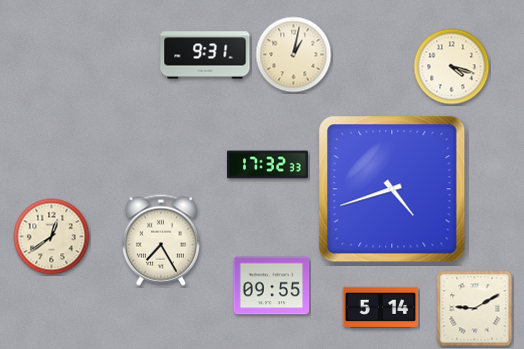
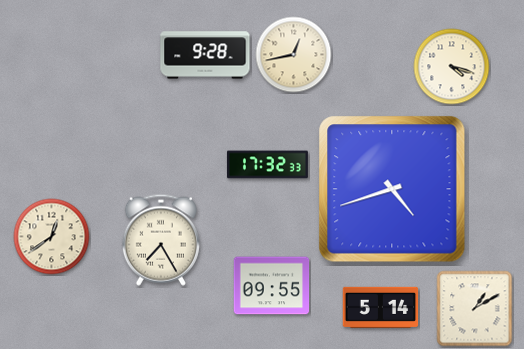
clock at (205, 55): 9:31 -> 9:28
clock at (294, 55): 1:02 -> 12:43
clock at (475, 309): 9:10 -> 1:10
